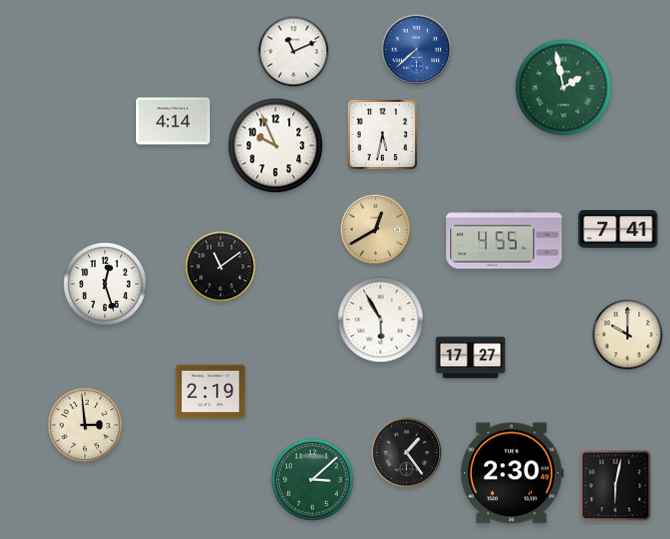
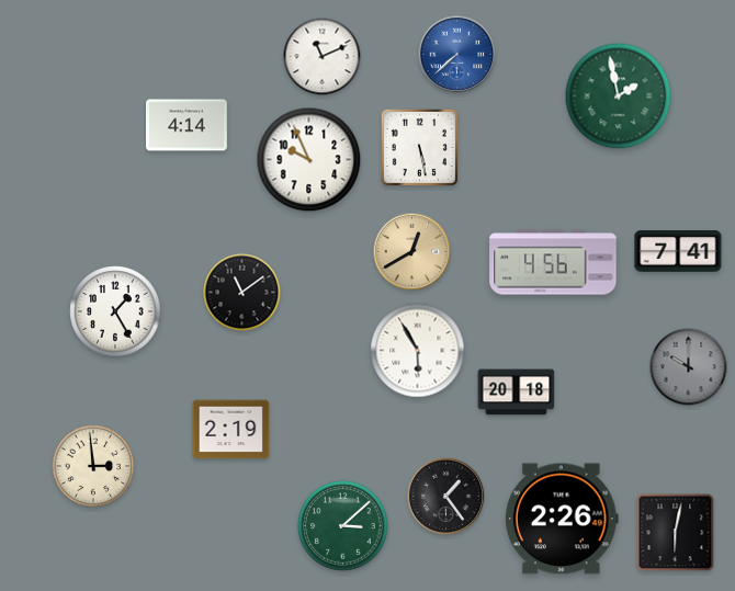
clock at (174, 121) position: (174, 121) -> (188, 125)
clock at (382, 134): 5:32 -> 5:28
clock at (276, 146) position: (276, 146) -> (309, 160)
clock at (504, 239): 4:55 -> 4:56
clock at (105, 284): 12:27 -> 1:25
clock at (628, 335) dial: cream -> grey
clock at (471, 358): 17:27 -> 20:18
clock at (512, 473): 2:30 -> 2:26
